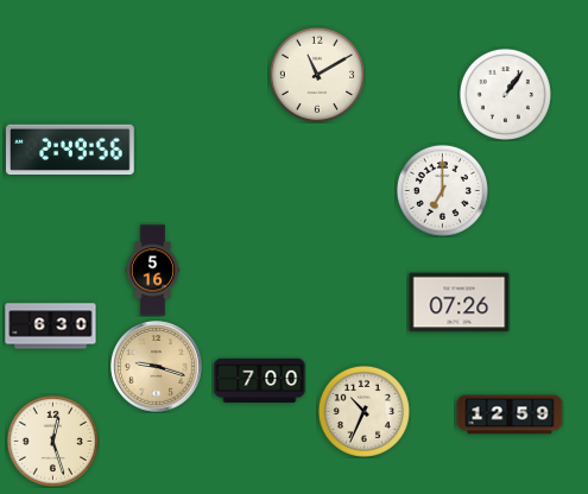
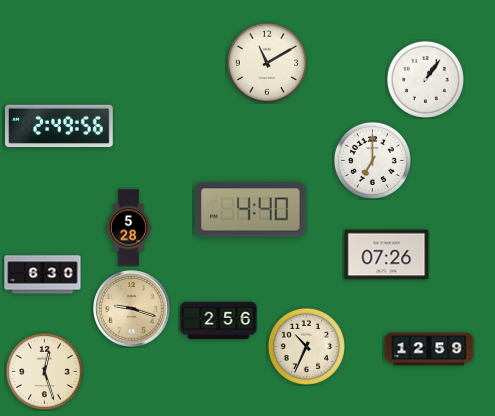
clock at (251, 210): none -> 4:40
clock at (153, 271): 5:16 -> 5:28
clock at (260, 381): 7:00 -> 2:56
